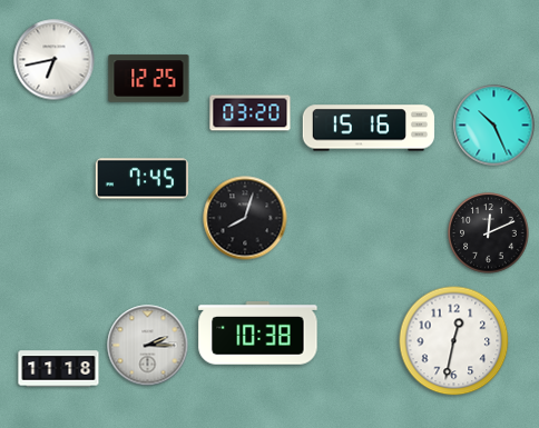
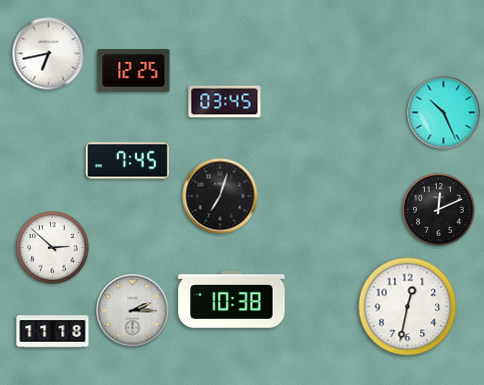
clock at (251, 113): 03:20 -> 03:45
clock at (369, 128): 15:16 -> none
clock at (245, 218): 8:03 -> 7:03
clock at (53, 248): none -> 2:52
